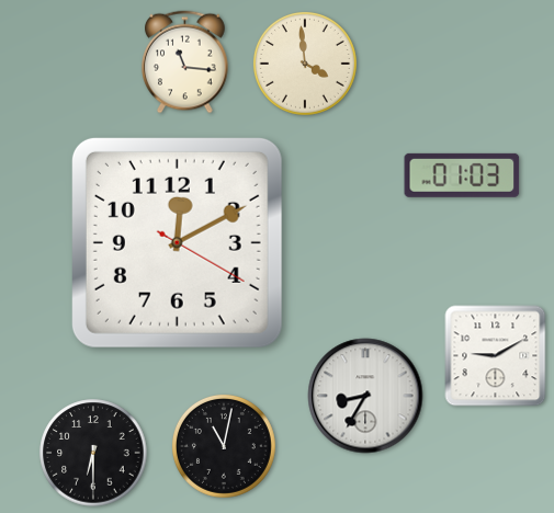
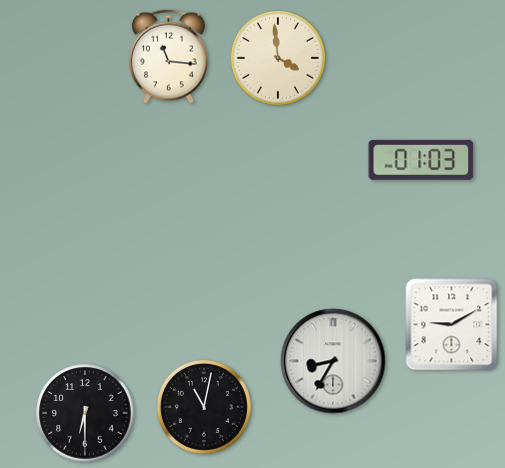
clock at (177, 242): 12:10 -> none
